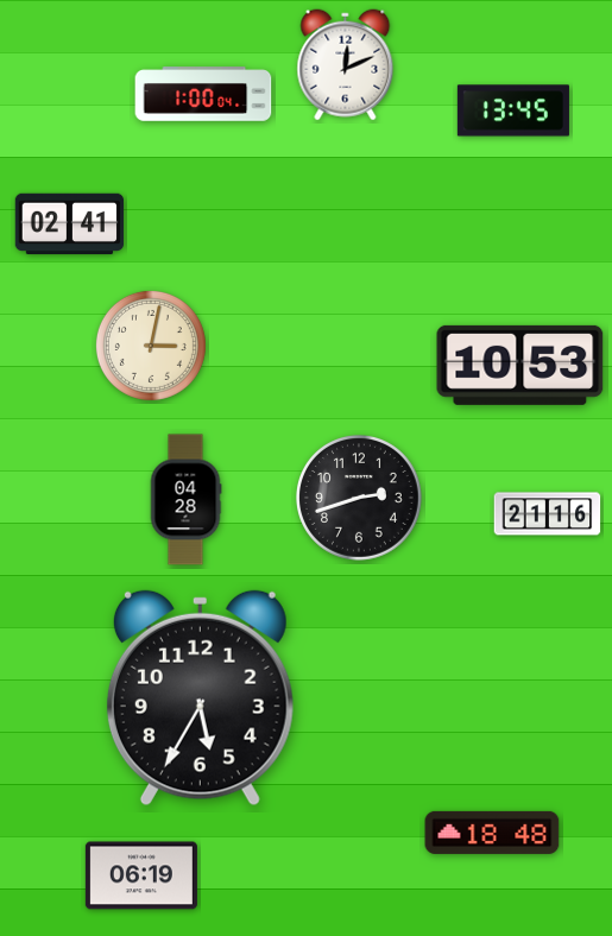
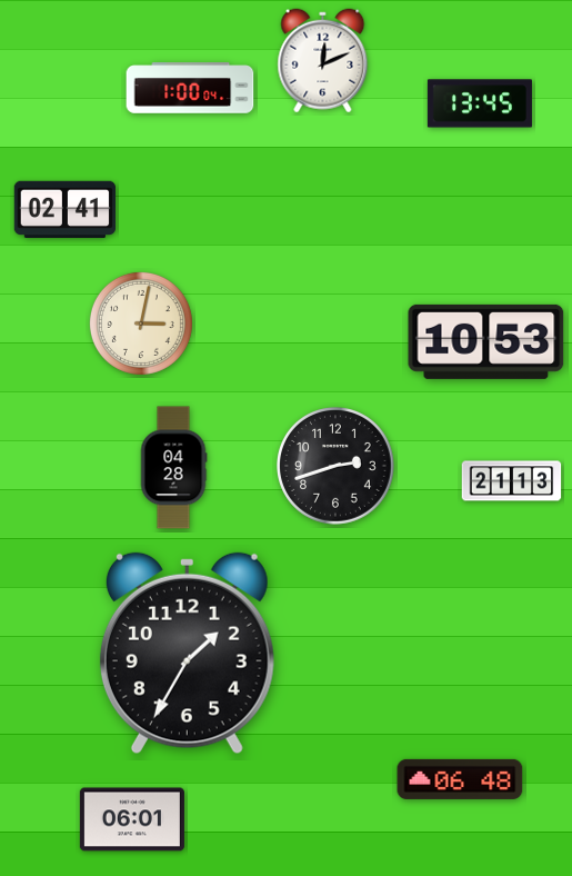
clock at (548, 514): 21:16 -> 21:13
clock at (200, 698): 5:35 -> 1:35
clock at (492, 833): 18:48 -> 06:48
clock at (141, 875): 06:19 -> 06:01
